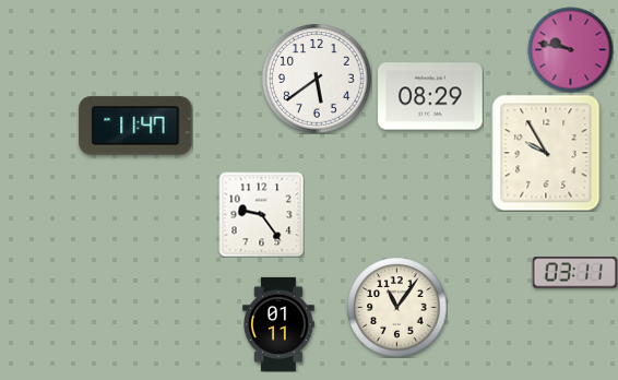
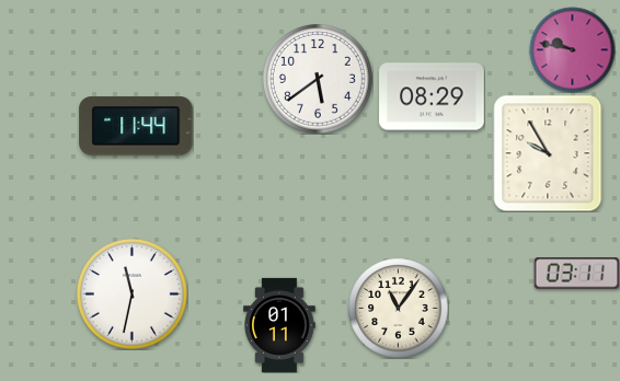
clock at (135, 126): 11:47 -> 11:44
clock at (261, 214): 9:24 -> none
clock at (131, 293): none -> 11:32
